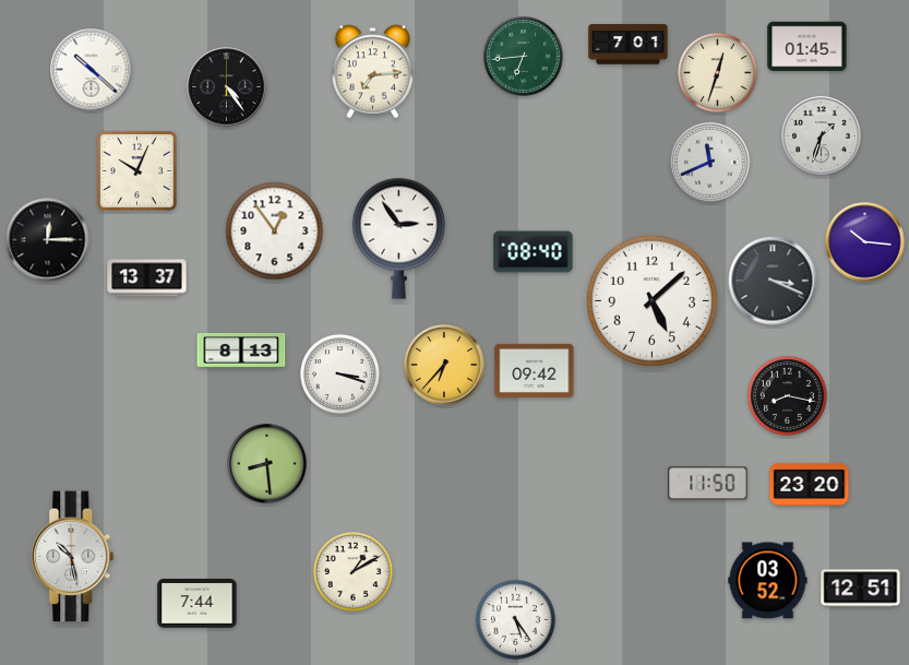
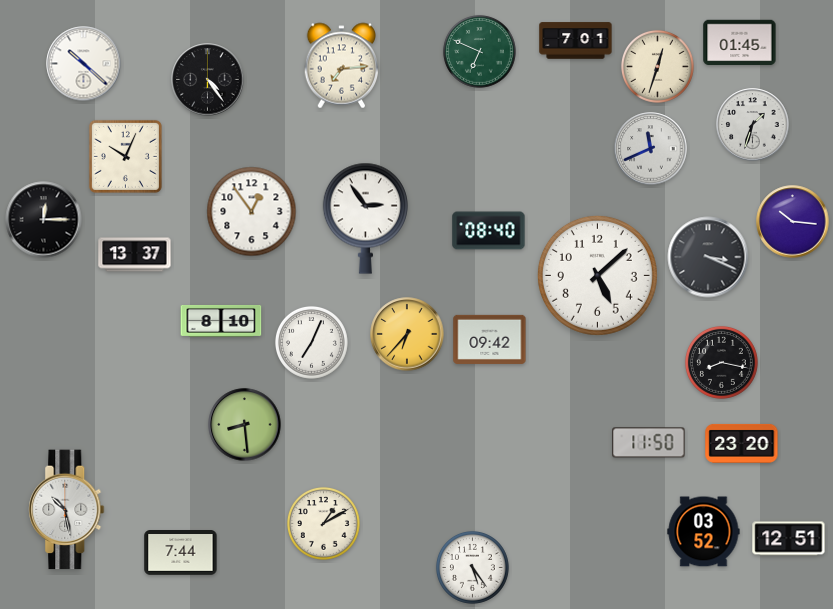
clock at (523, 56): 6:44 -> 6:49
clock at (241, 351): 8:13 -> 8:10
clock at (339, 373): 3:18 -> 7:04
